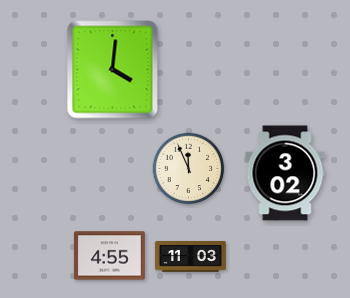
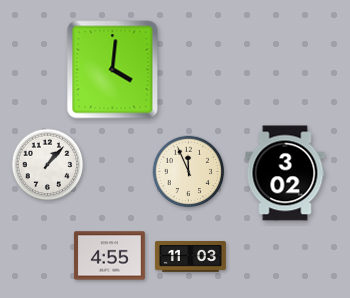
clock at (48, 165): none -> 1:07
clock at (189, 169) position: (189, 169) -> (189, 172)
